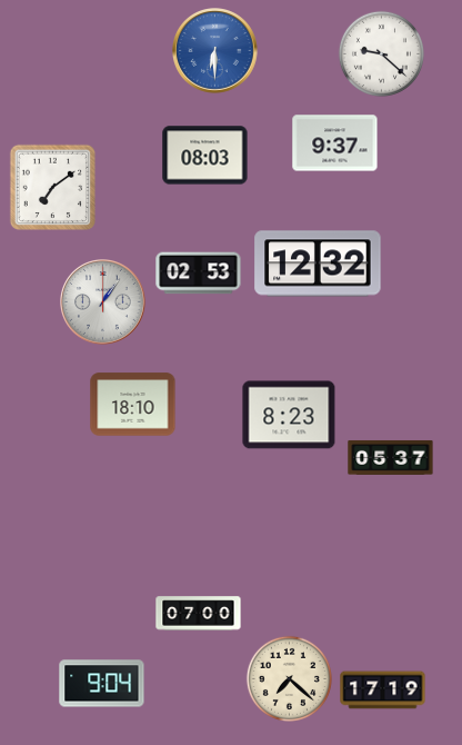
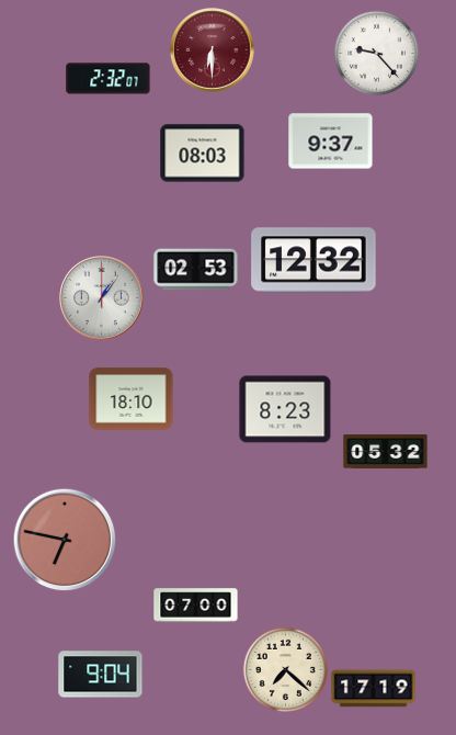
clock at (215, 51) dial: blue -> burgundy
clock at (381, 53): 9:22 -> 9:23
clock at (109, 79): none -> 2:32
clock at (52, 187): 7:09 -> none
clock at (391, 457): 05:37 -> 05:32
clock at (65, 540): none -> 6:47
clock at (383, 691) position: (383, 691) -> (374, 689)
